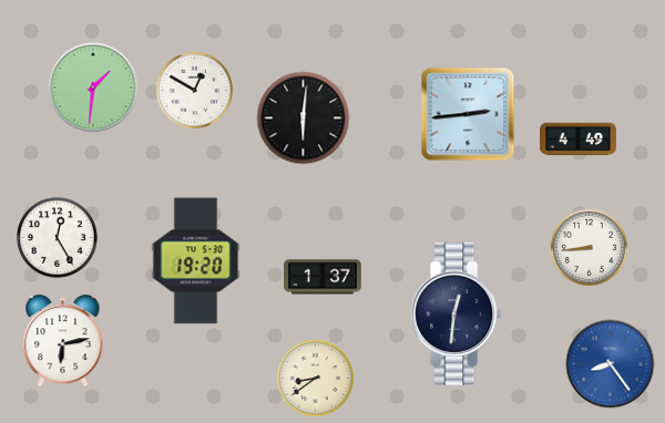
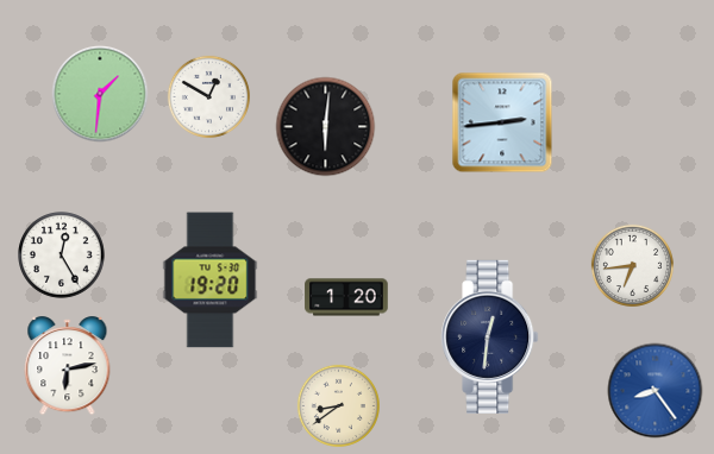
clock at (579, 140): 4:49 -> none
clock at (589, 247): 8:44 -> 6:44
clock at (323, 277): 1:37 -> 1:20
